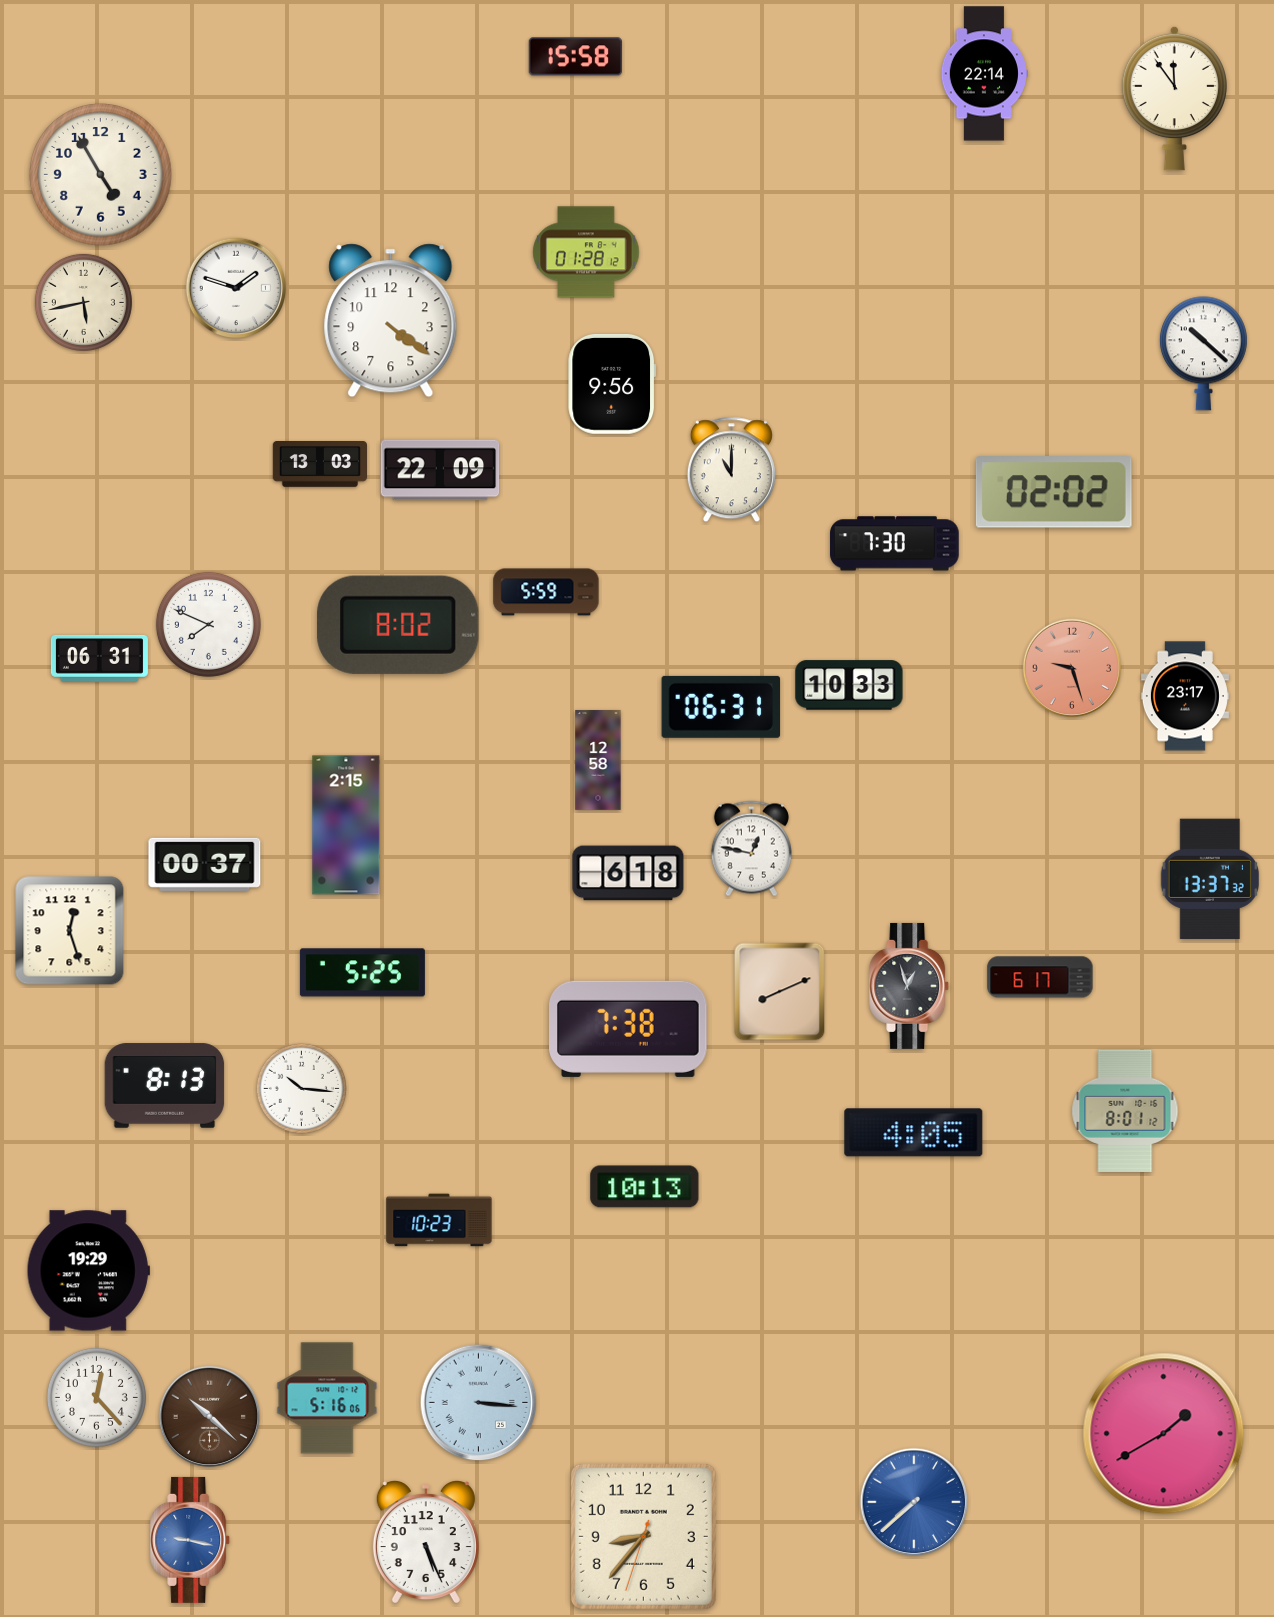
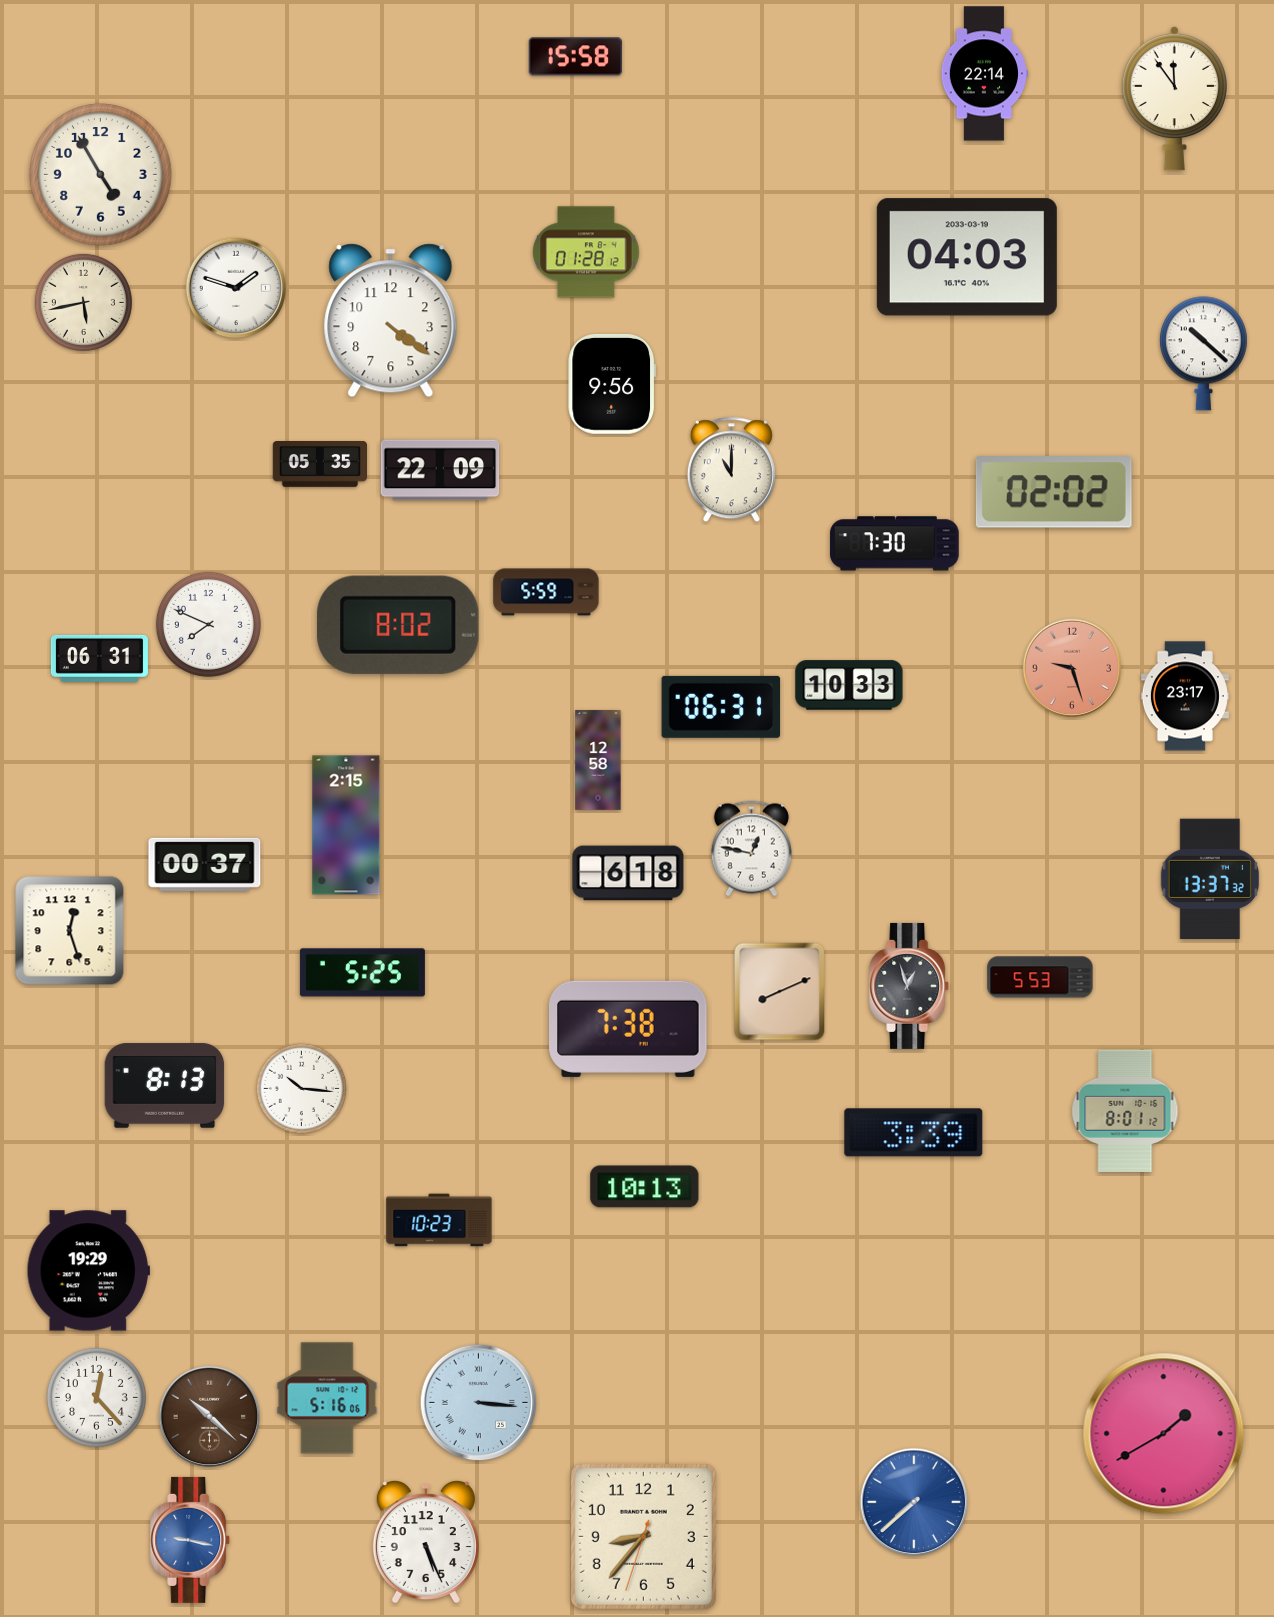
clock at (967, 257): none -> 04:03
clock at (319, 464): 13:03 -> 05:35
clock at (1040, 977): 6:17 -> 5:53
clock at (914, 1133): 4:05 -> 3:39
